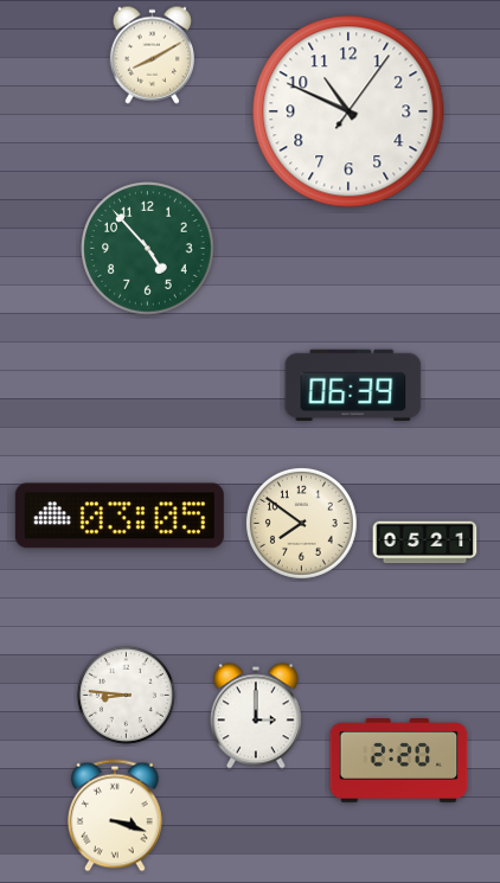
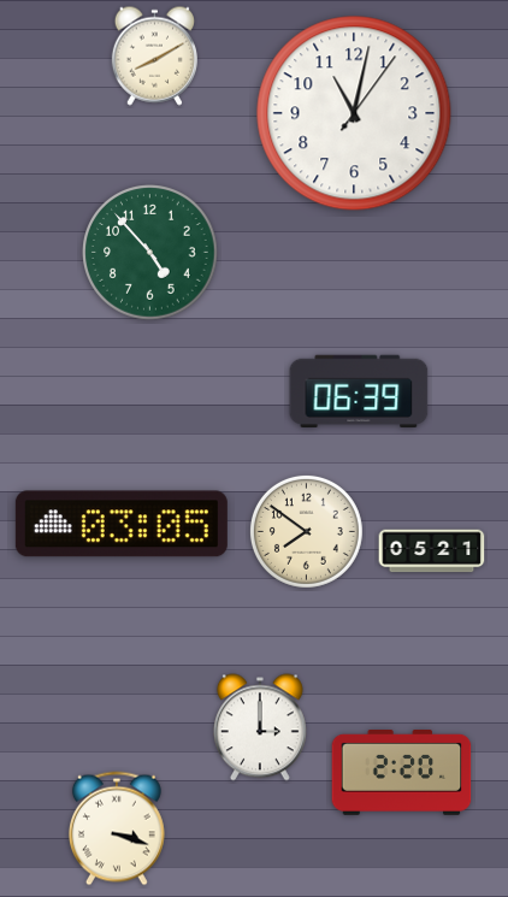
clock at (348, 111): 10:49 -> 11:02
clock at (126, 695): 8:46 -> none
clock at (399, 761) position: (399, 761) -> (402, 773)
